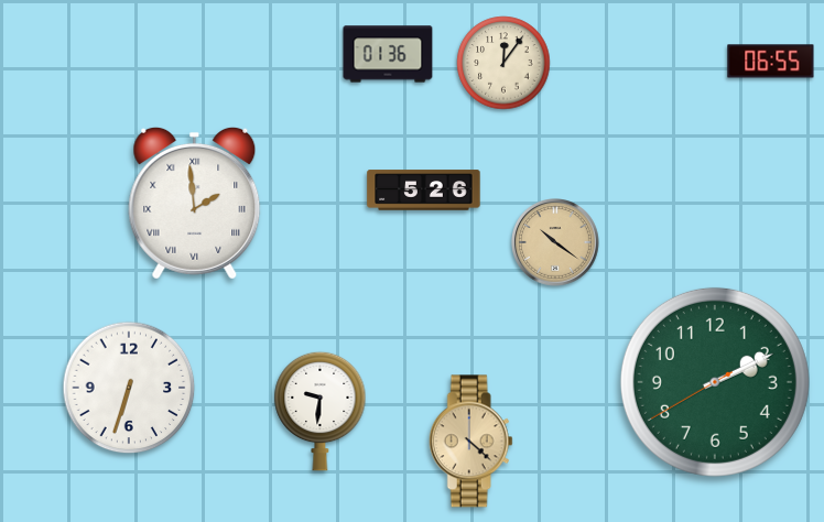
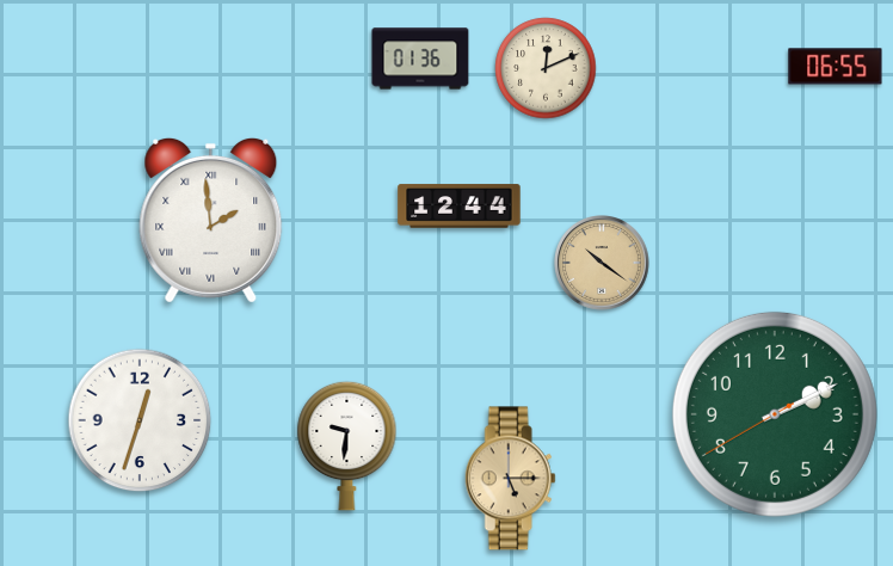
clock at (503, 63): 12:06 -> 12:11
clock at (424, 191): 5:26 -> 12:44
clock at (129, 388): 6:33 -> 12:33
clock at (470, 442): 4:22 -> 5:15
